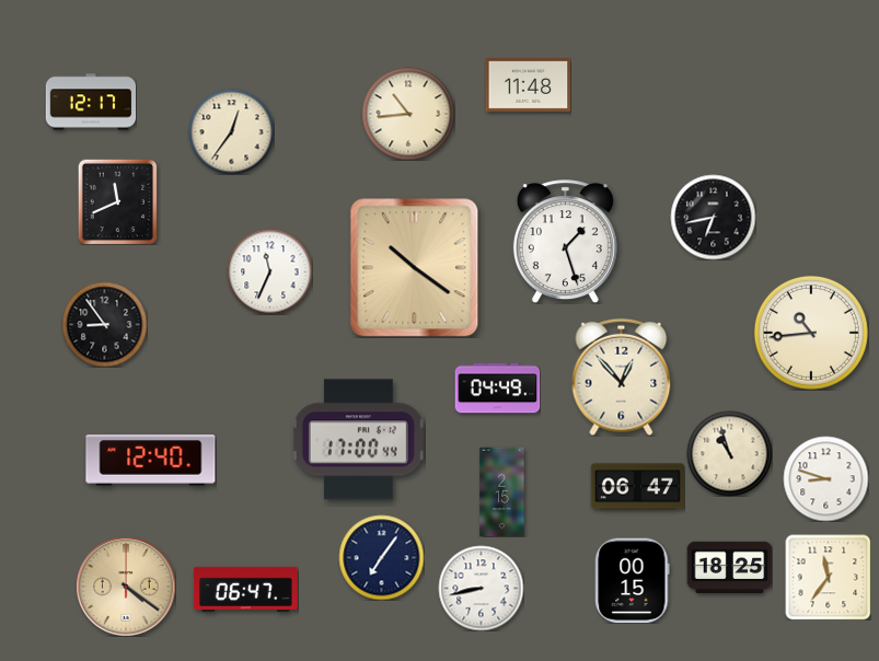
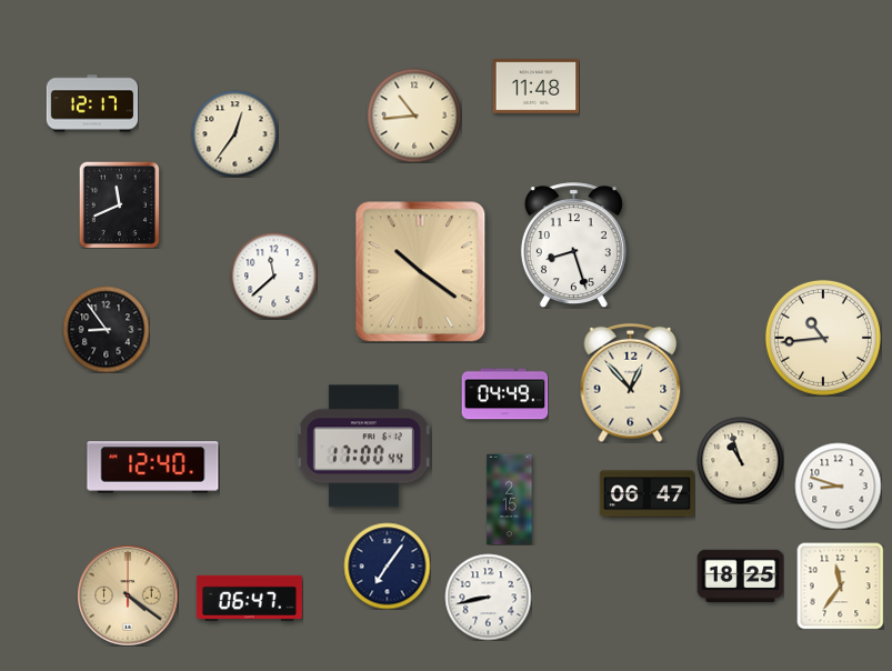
clock at (713, 217): 6:43 -> none
clock at (565, 242): 1:27 -> 8:27
clock at (269, 271): 11:34 -> 11:38
clock at (633, 580): 00:15 -> none
